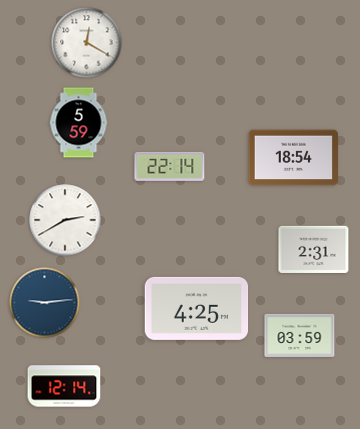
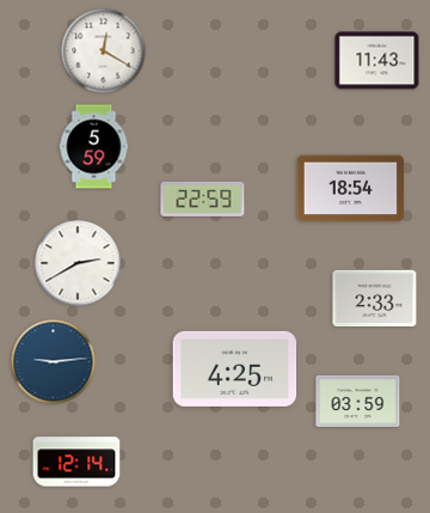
clock at (377, 61): none -> 11:43
clock at (170, 166): 22:14 -> 22:59
clock at (314, 249): 2:31 -> 2:33
